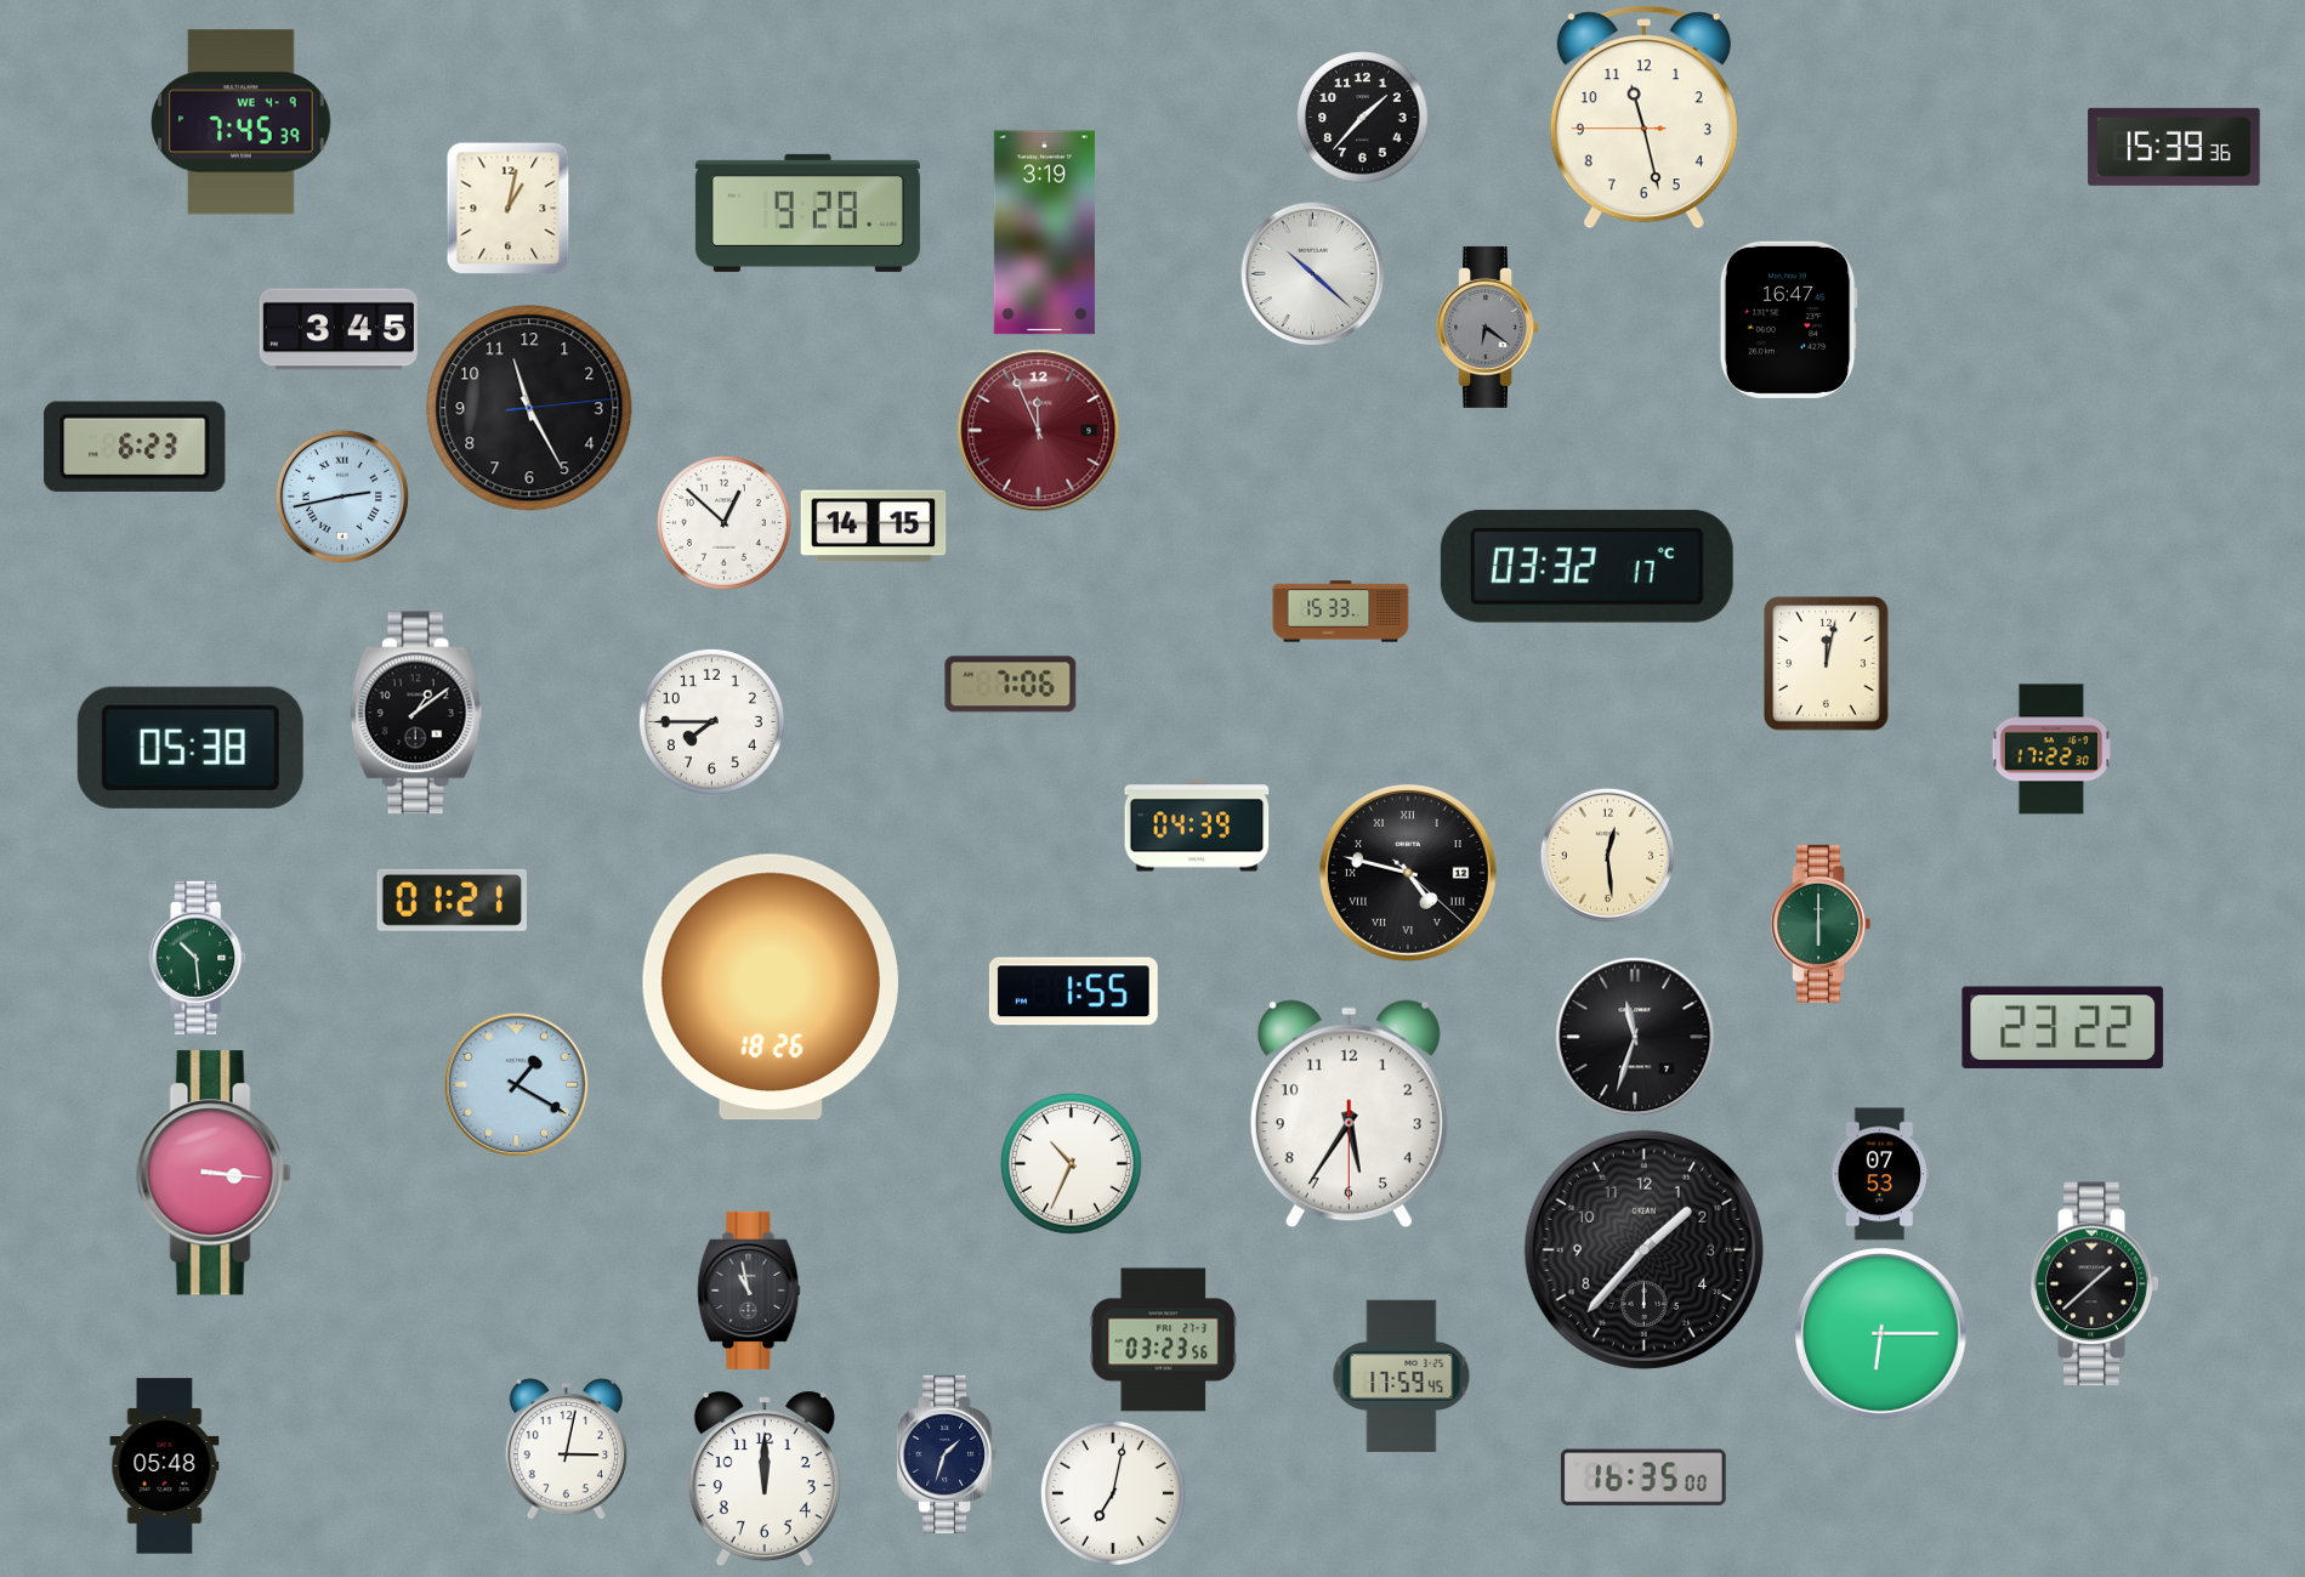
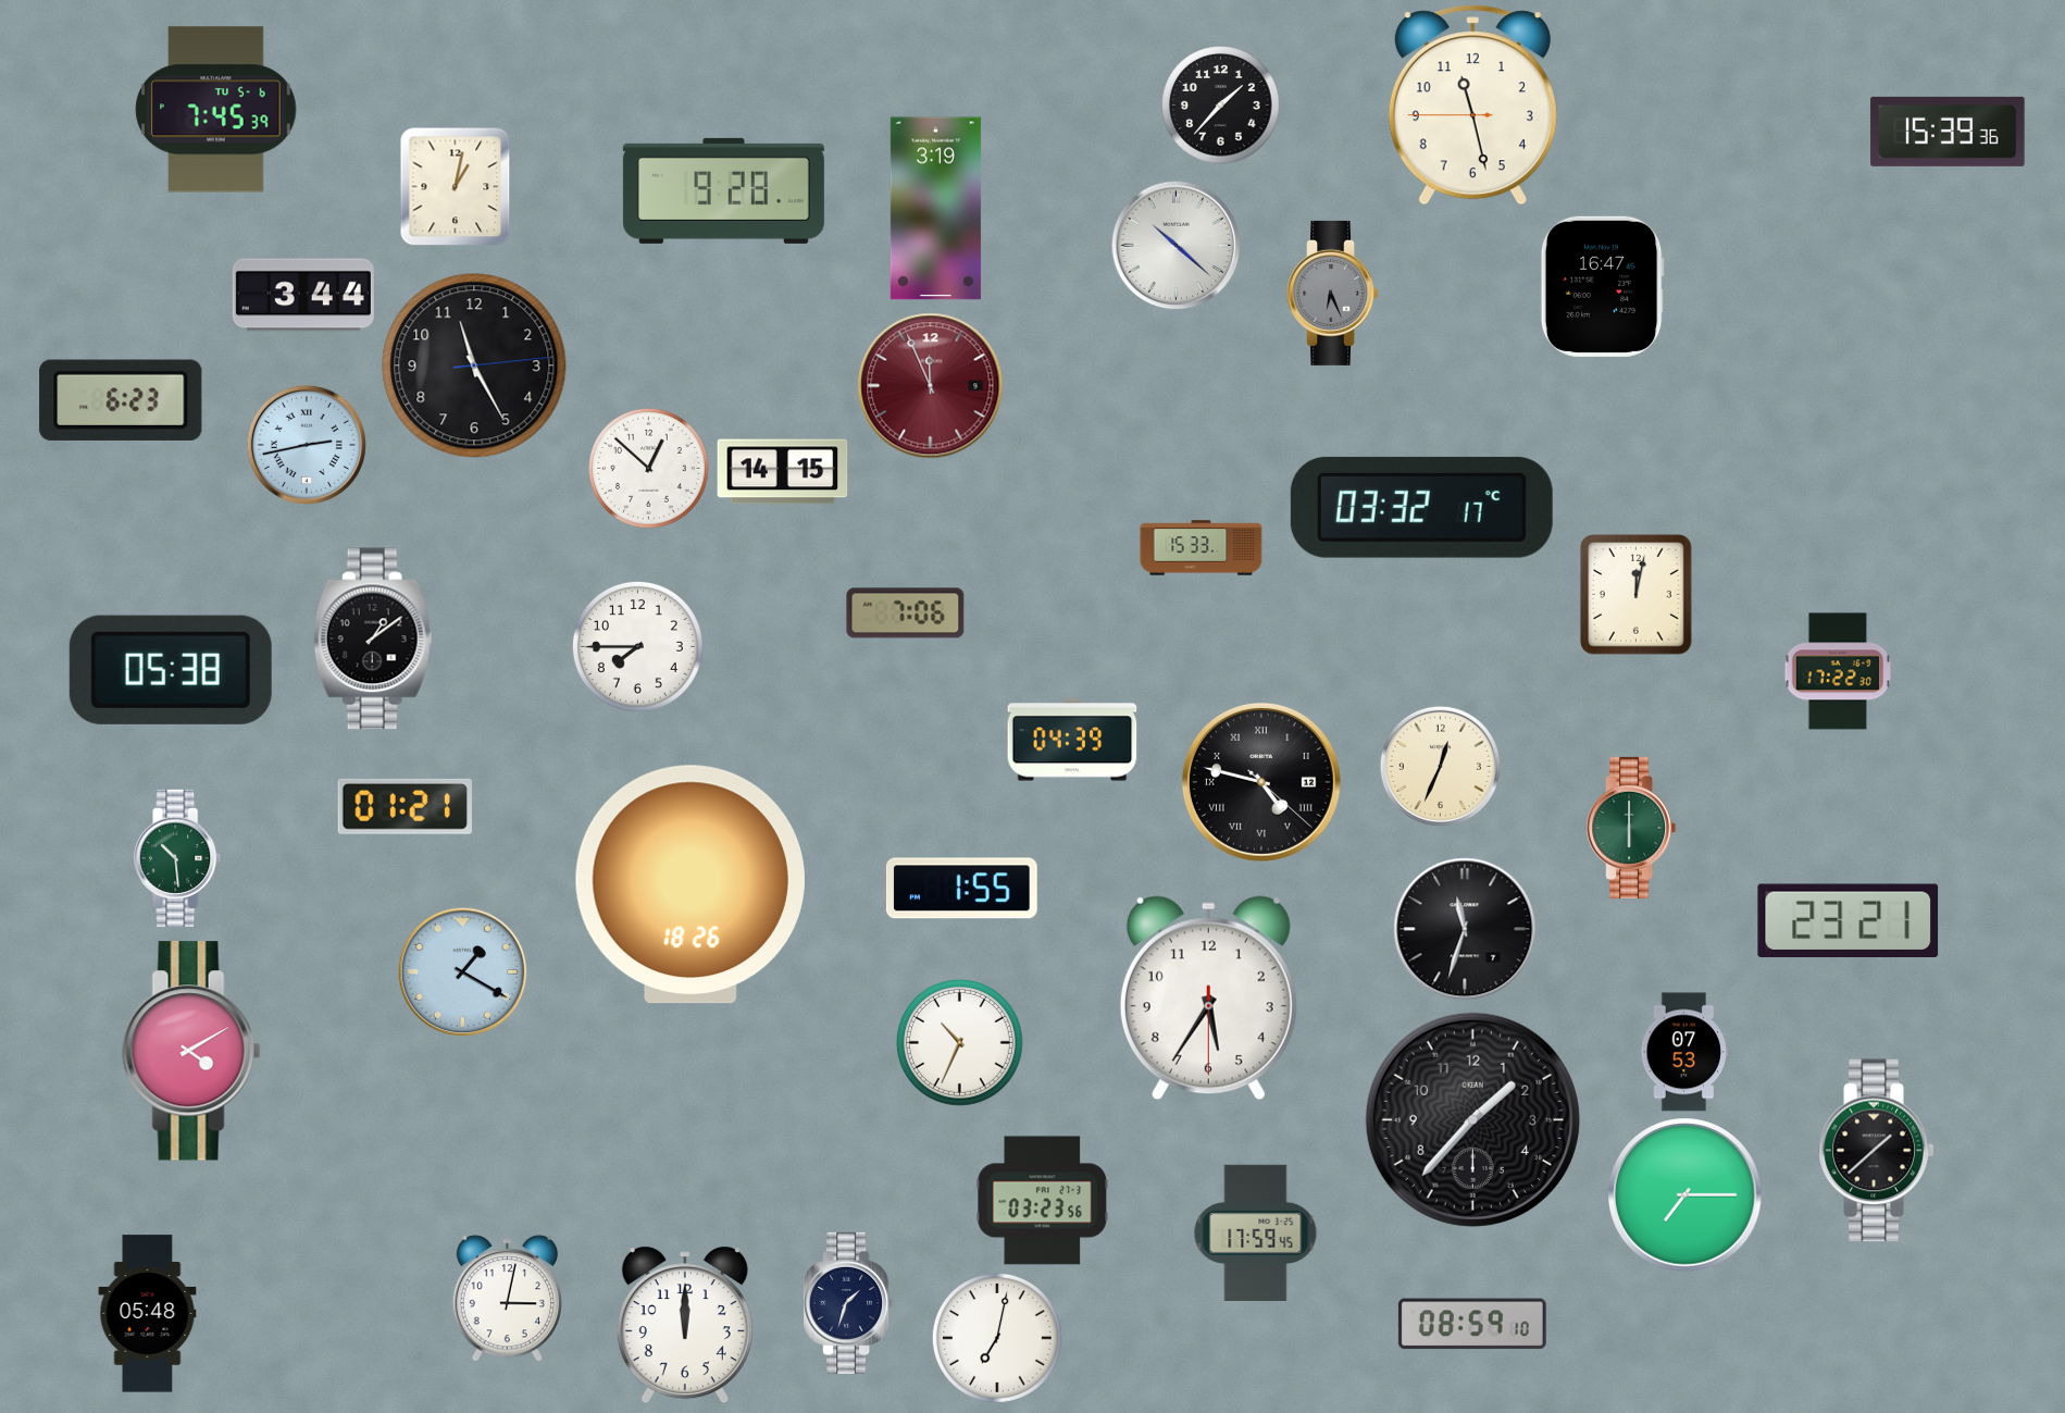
clock at (242, 123) date: WE 4-9 -> TU 5-6
clock at (1488, 327): 6:21 -> 6:26
clock at (339, 329): 3:45 -> 3:44
clock at (1607, 855): 12:29 -> 12:34
clock at (2063, 1027): 23:22 -> 23:21
clock at (214, 1173): 3:16 -> 4:10
clock at (749, 1290): 10:58 -> none
clock at (1881, 1334): 6:15 -> 7:15
clock at (1643, 1477): 16:35 -> 08:59
